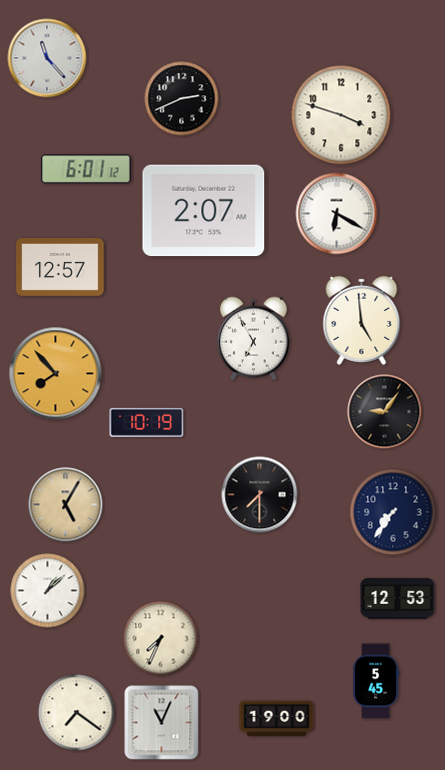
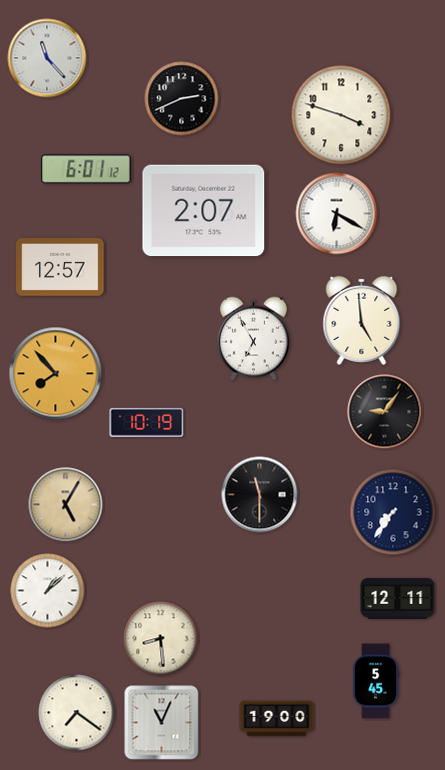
clock at (260, 495): 7:30 -> 11:30
clock at (398, 599): 12:53 -> 12:11
clock at (161, 639): 7:34 -> 8:29
